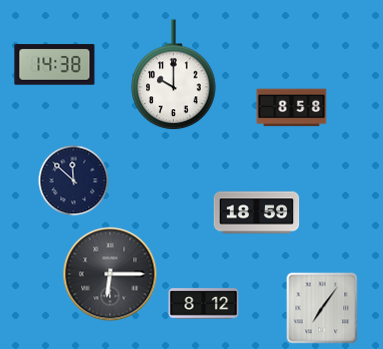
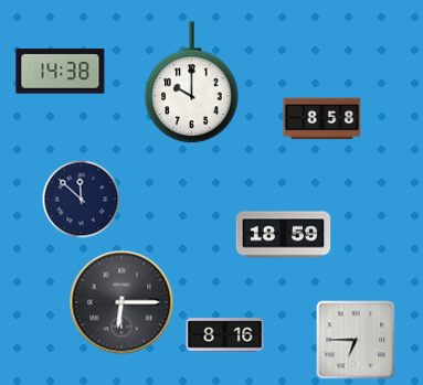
clock at (204, 304): 8:12 -> 8:16
clock at (322, 308): 7:06 -> 6:45
